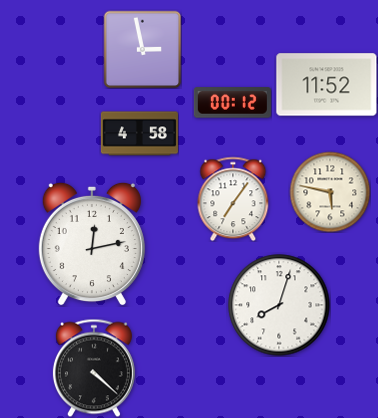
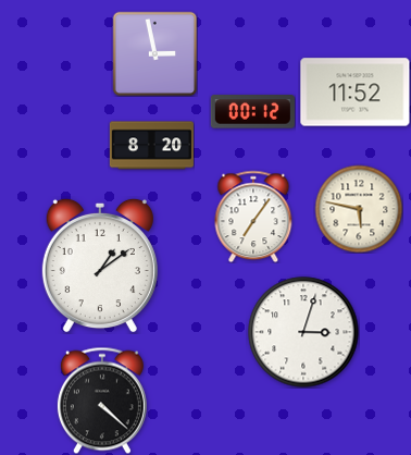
clock at (139, 134): 4:58 -> 8:20
clock at (92, 244): 12:13 -> 1:09
clock at (279, 305): 8:03 -> 3:03
